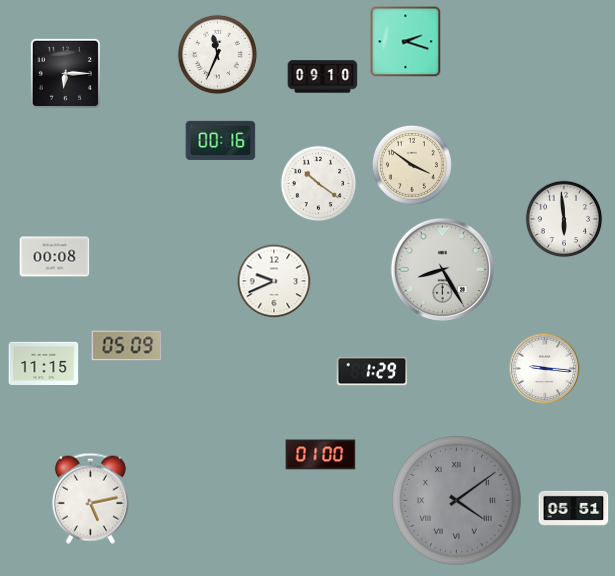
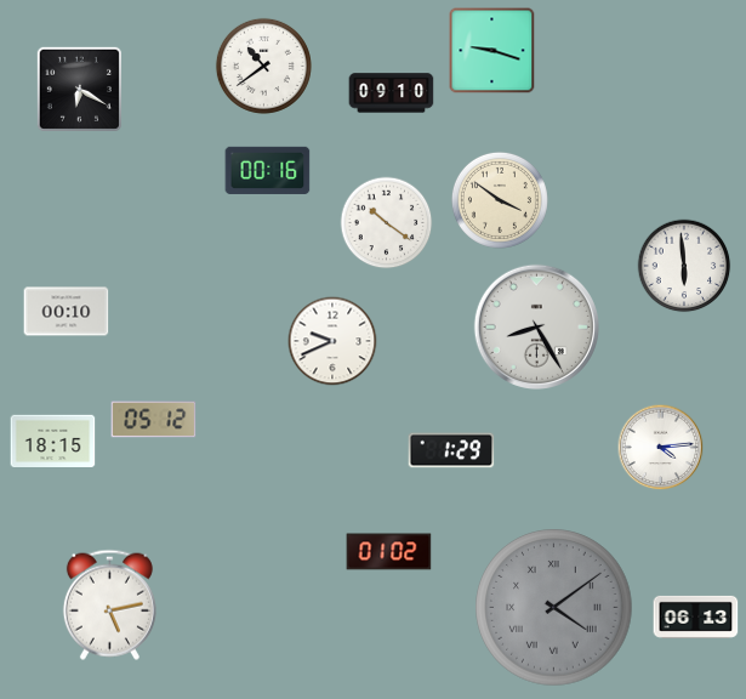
clock at (406, 42): 2:18 -> 9:18
clock at (217, 54): 11:34 -> 10:39
clock at (65, 73): 6:15 -> 6:20
clock at (55, 257): 00:08 -> 00:10
clock at (127, 346): 05:09 -> 05:12
clock at (44, 364): 11:15 -> 18:15
clock at (545, 369): 9:16 -> 4:14
clock at (321, 455): 01:00 -> 01:02
clock at (574, 508): 05:51 -> 06:13
